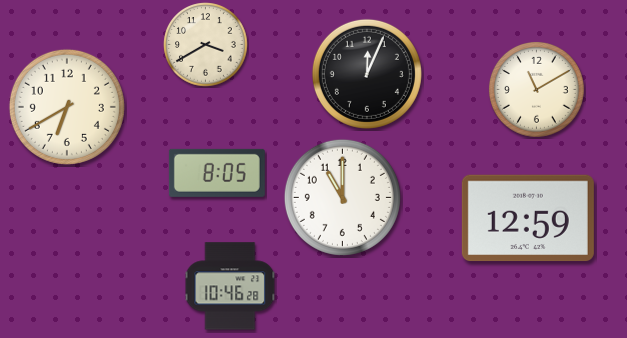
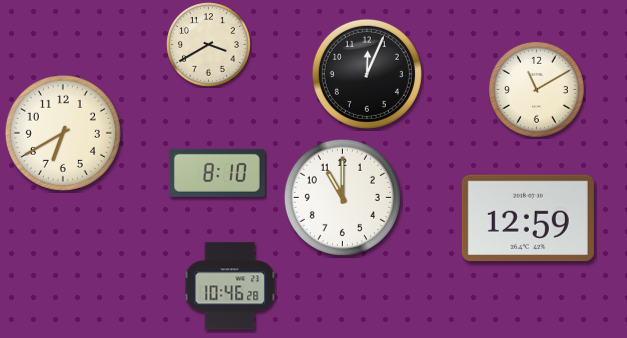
clock at (206, 45) position: (206, 45) -> (209, 45)
clock at (67, 107) position: (67, 107) -> (63, 133)
clock at (217, 173): 8:05 -> 8:10
